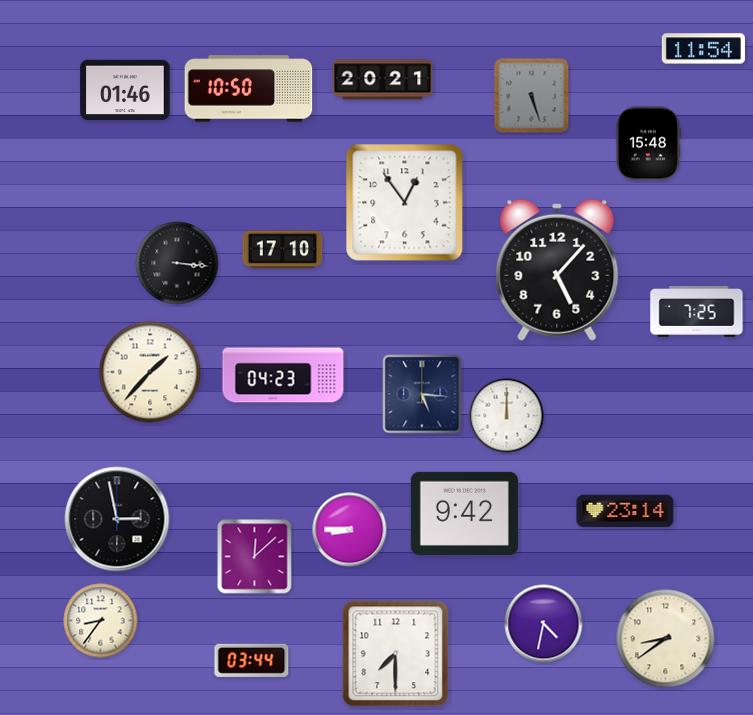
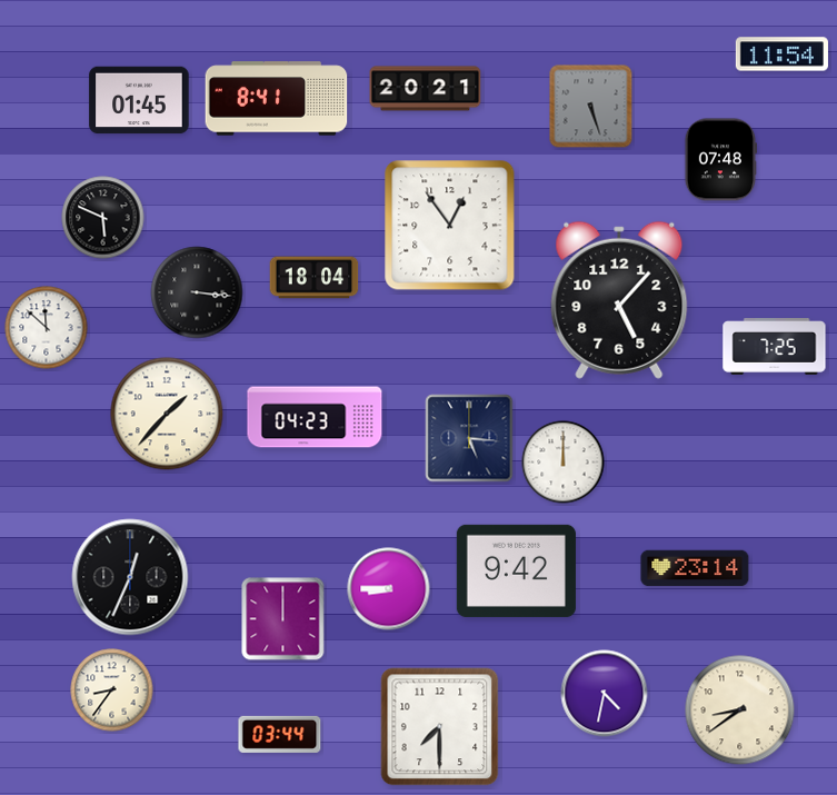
clock at (249, 89): 10:50 -> 8:41
clock at (125, 90): 01:46 -> 01:45
clock at (648, 144): 15:48 -> 07:48
clock at (103, 218): none -> 5:49
clock at (283, 250): 17:10 -> 18:04
clock at (47, 328): none -> 11:52
clock at (117, 519): 2:58 -> 12:34
clock at (255, 557): 12:08 -> 12:00
